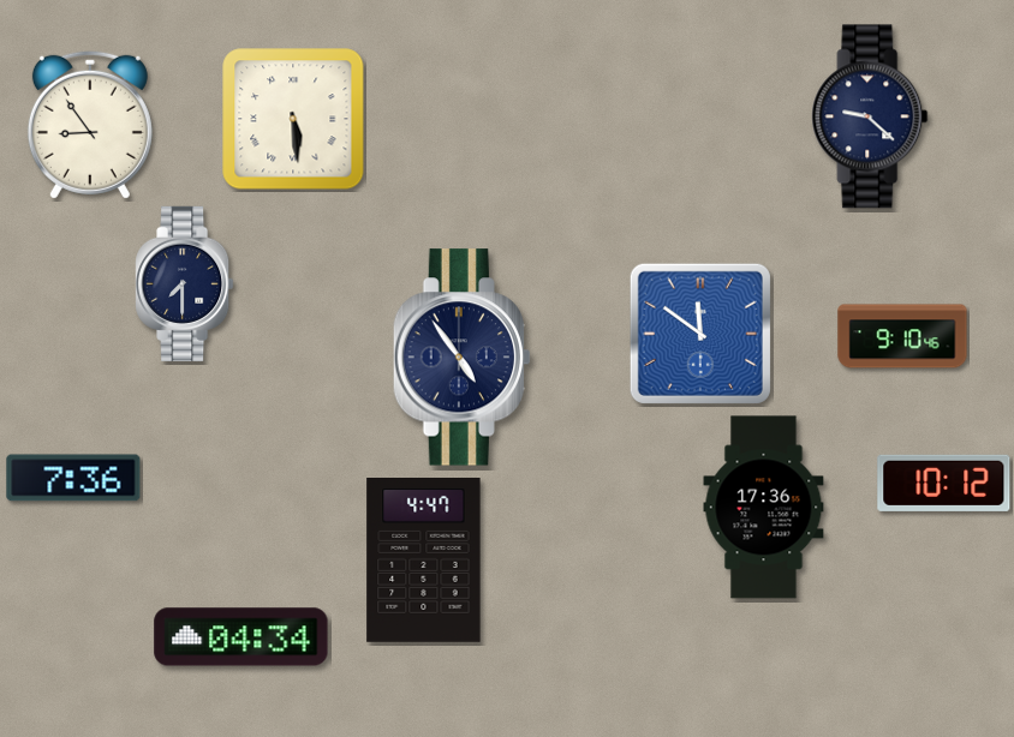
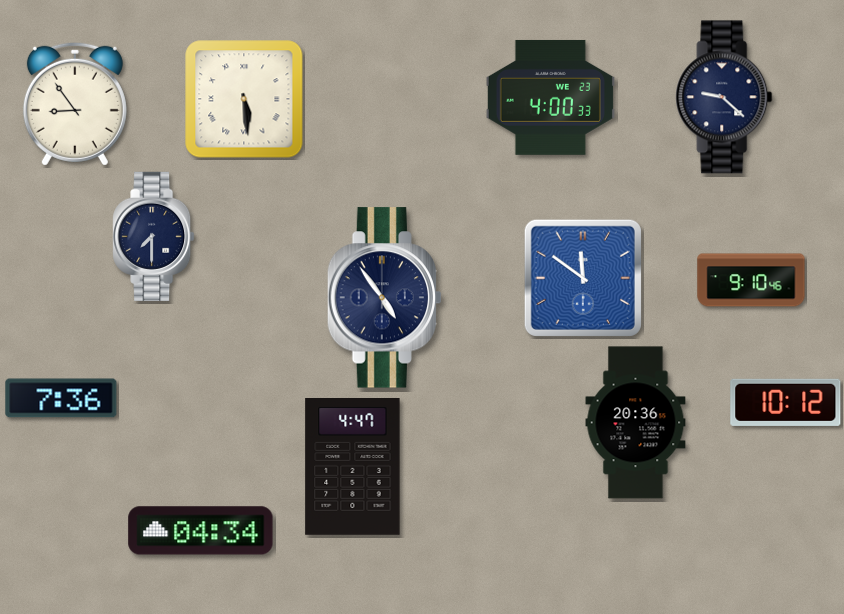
clock at (550, 97): none -> 4:00
clock at (764, 508): 17:36 -> 20:36
